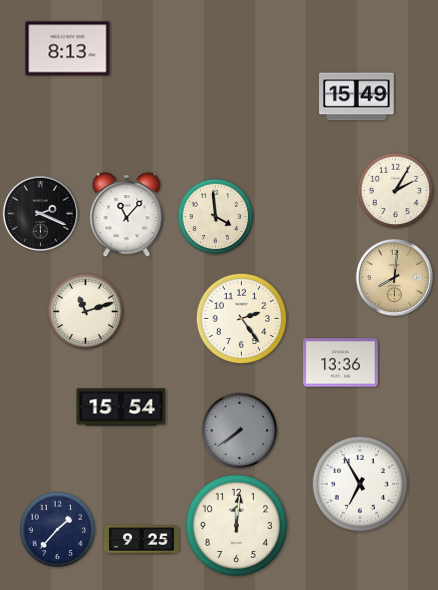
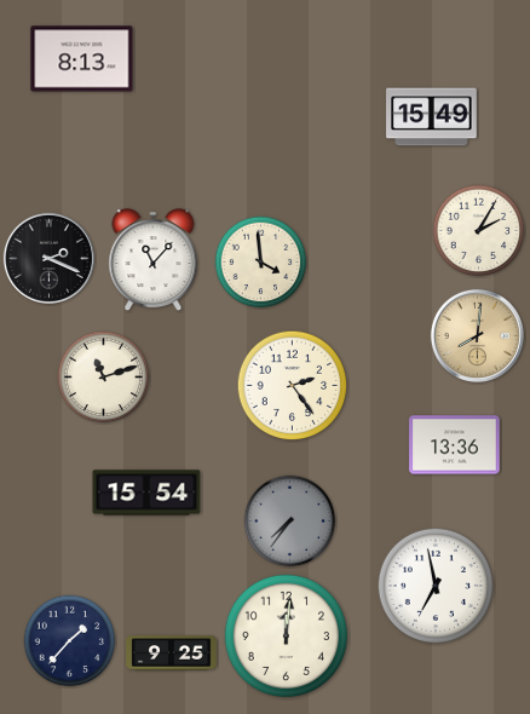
clock at (341, 363) position: (341, 363) -> (455, 445)
clock at (240, 431): 7:39 -> 7:36
clock at (359, 483): 6:55 -> 6:58
